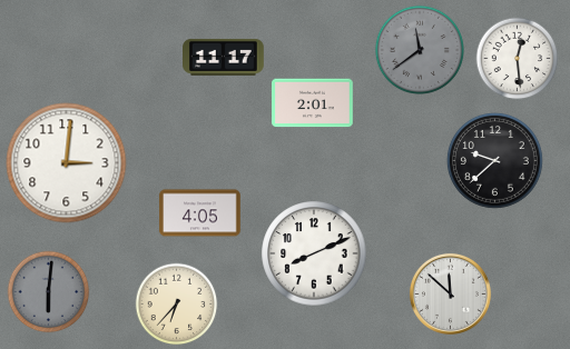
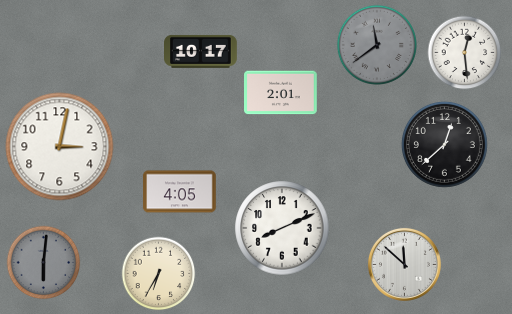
clock at (224, 57): 11:17 -> 10:17
clock at (494, 160): 9:38 -> 12:38
clock at (67, 163): 3:01 -> 3:02
clock at (177, 305): 6:37 -> 6:35
